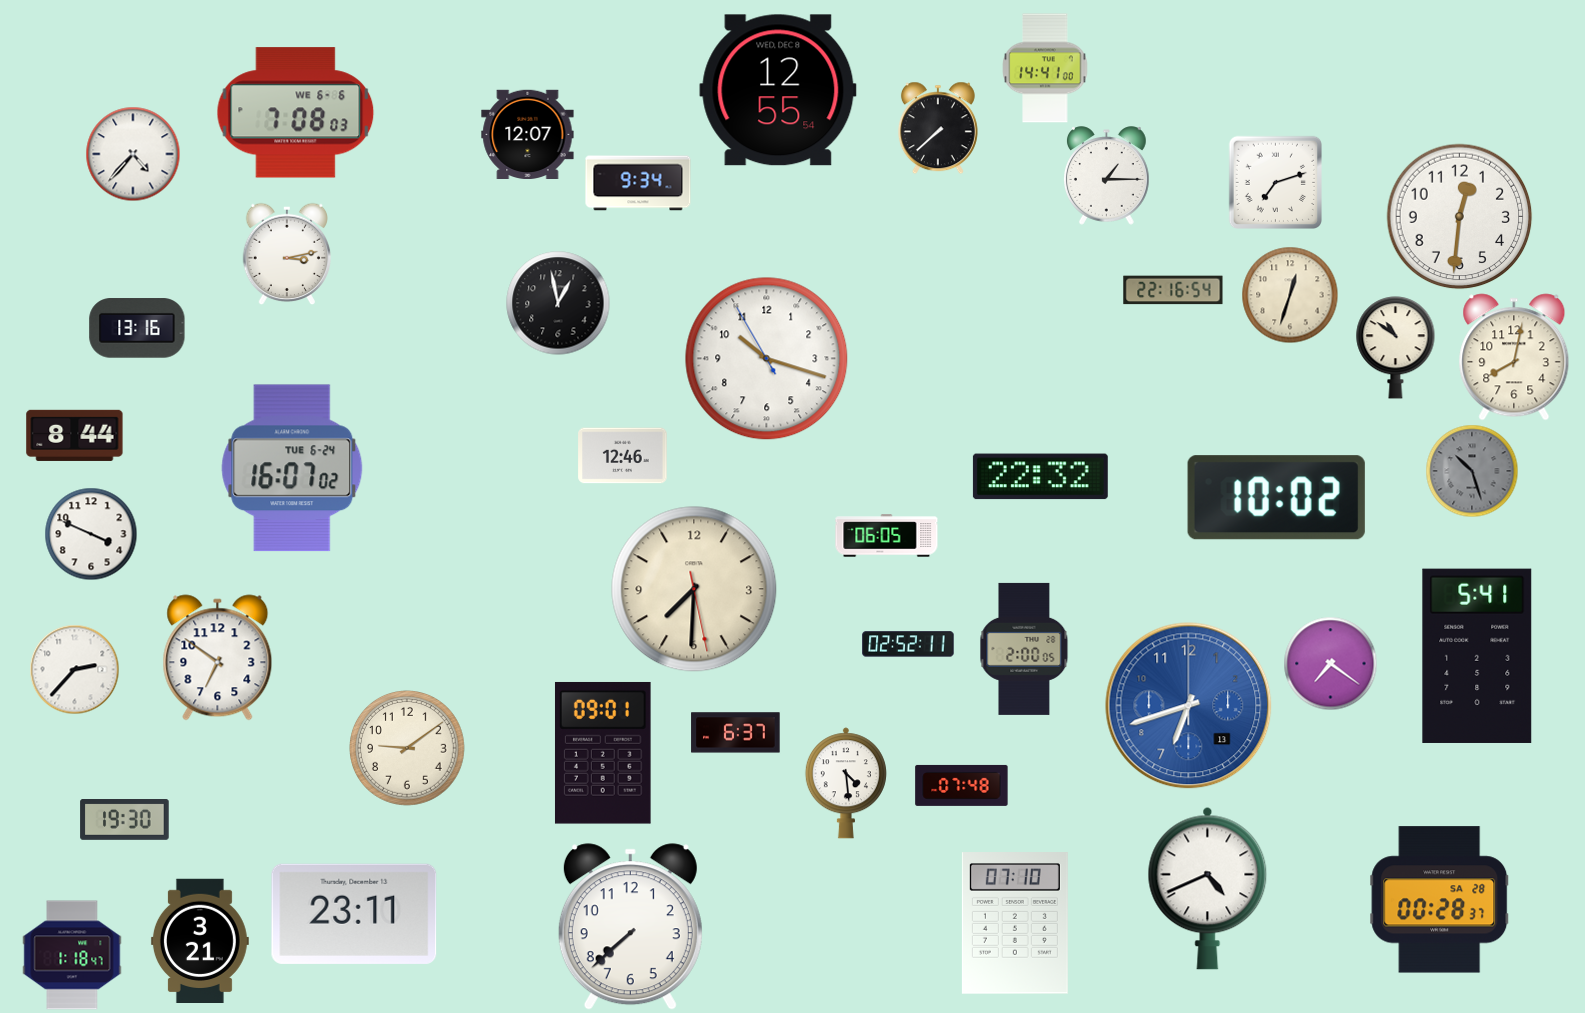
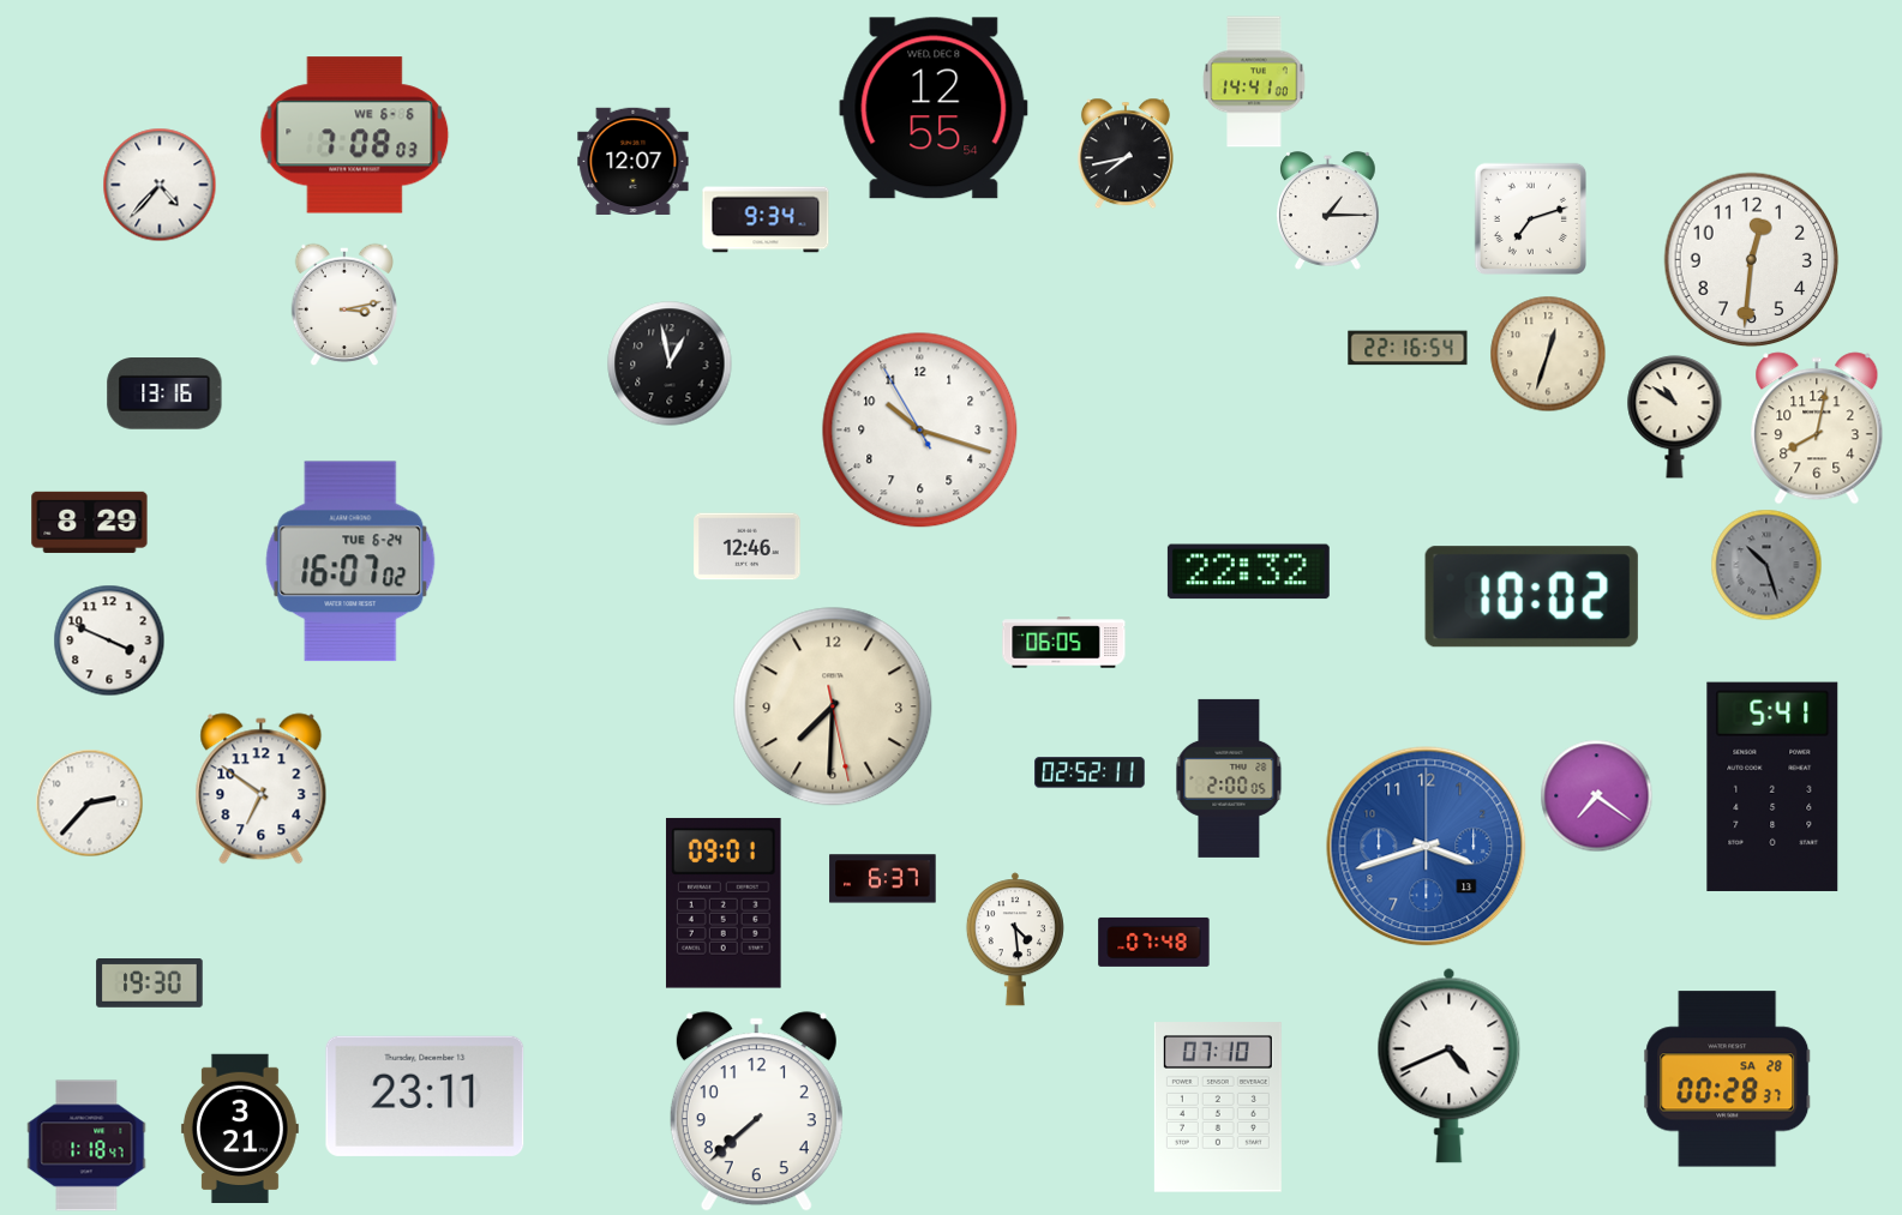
clock at (938, 128): 7:38 -> 7:43
clock at (75, 435): 8:44 -> 8:29
clock at (1189, 706): 6:42 -> 3:42
clock at (408, 749): 9:09 -> none
